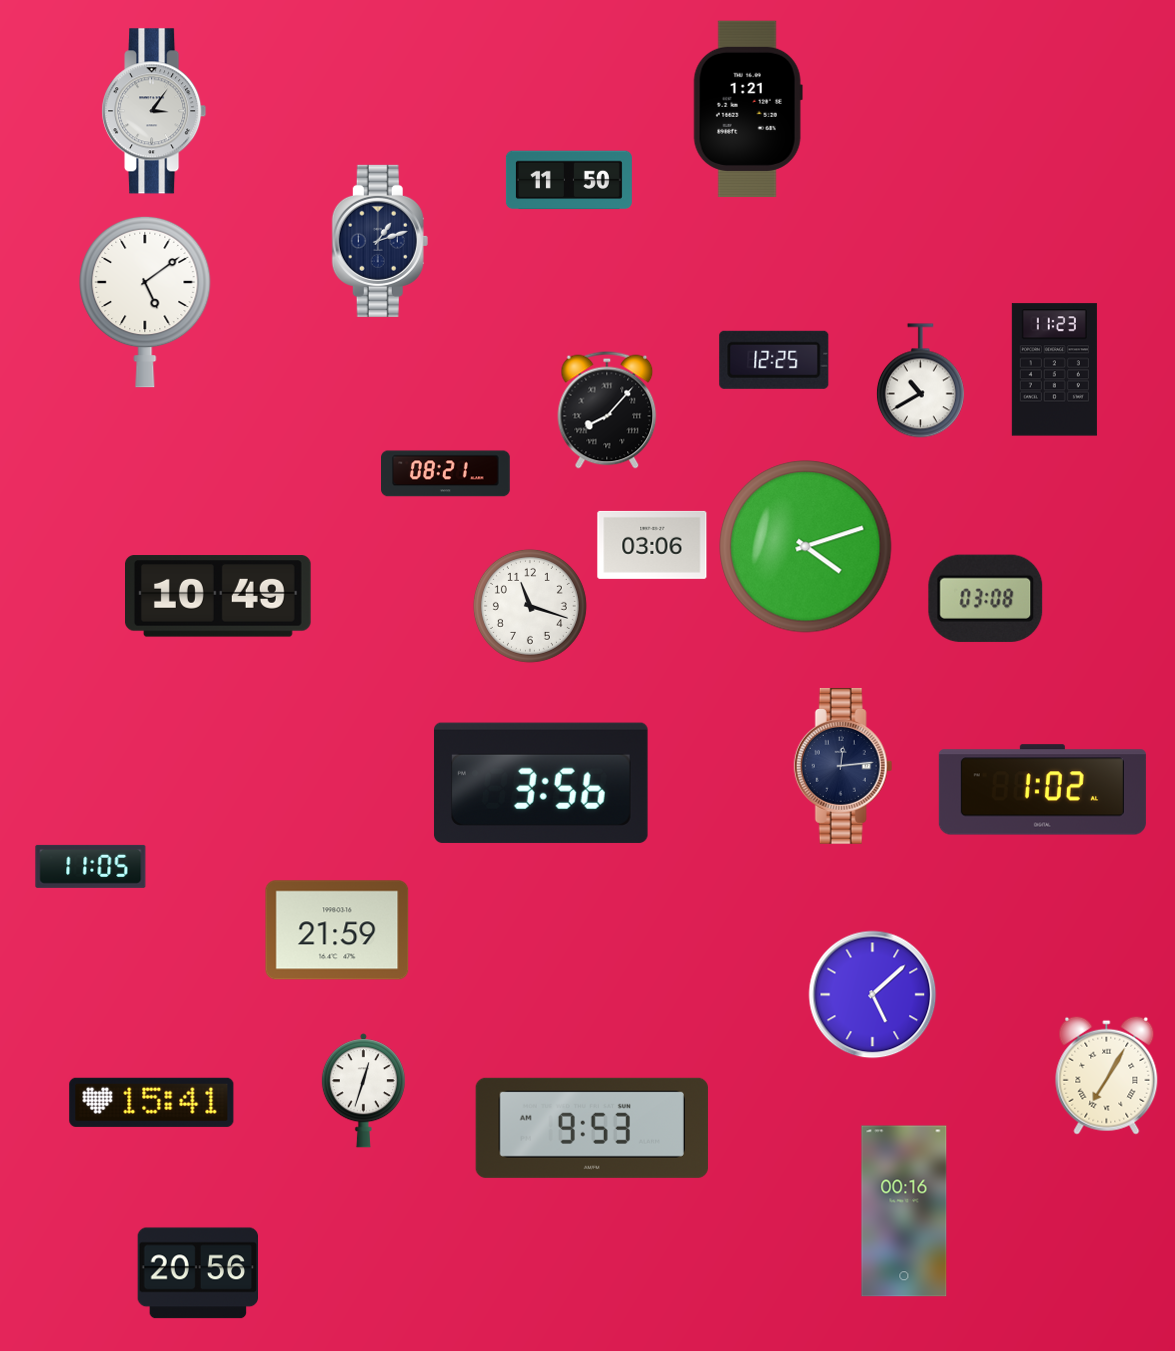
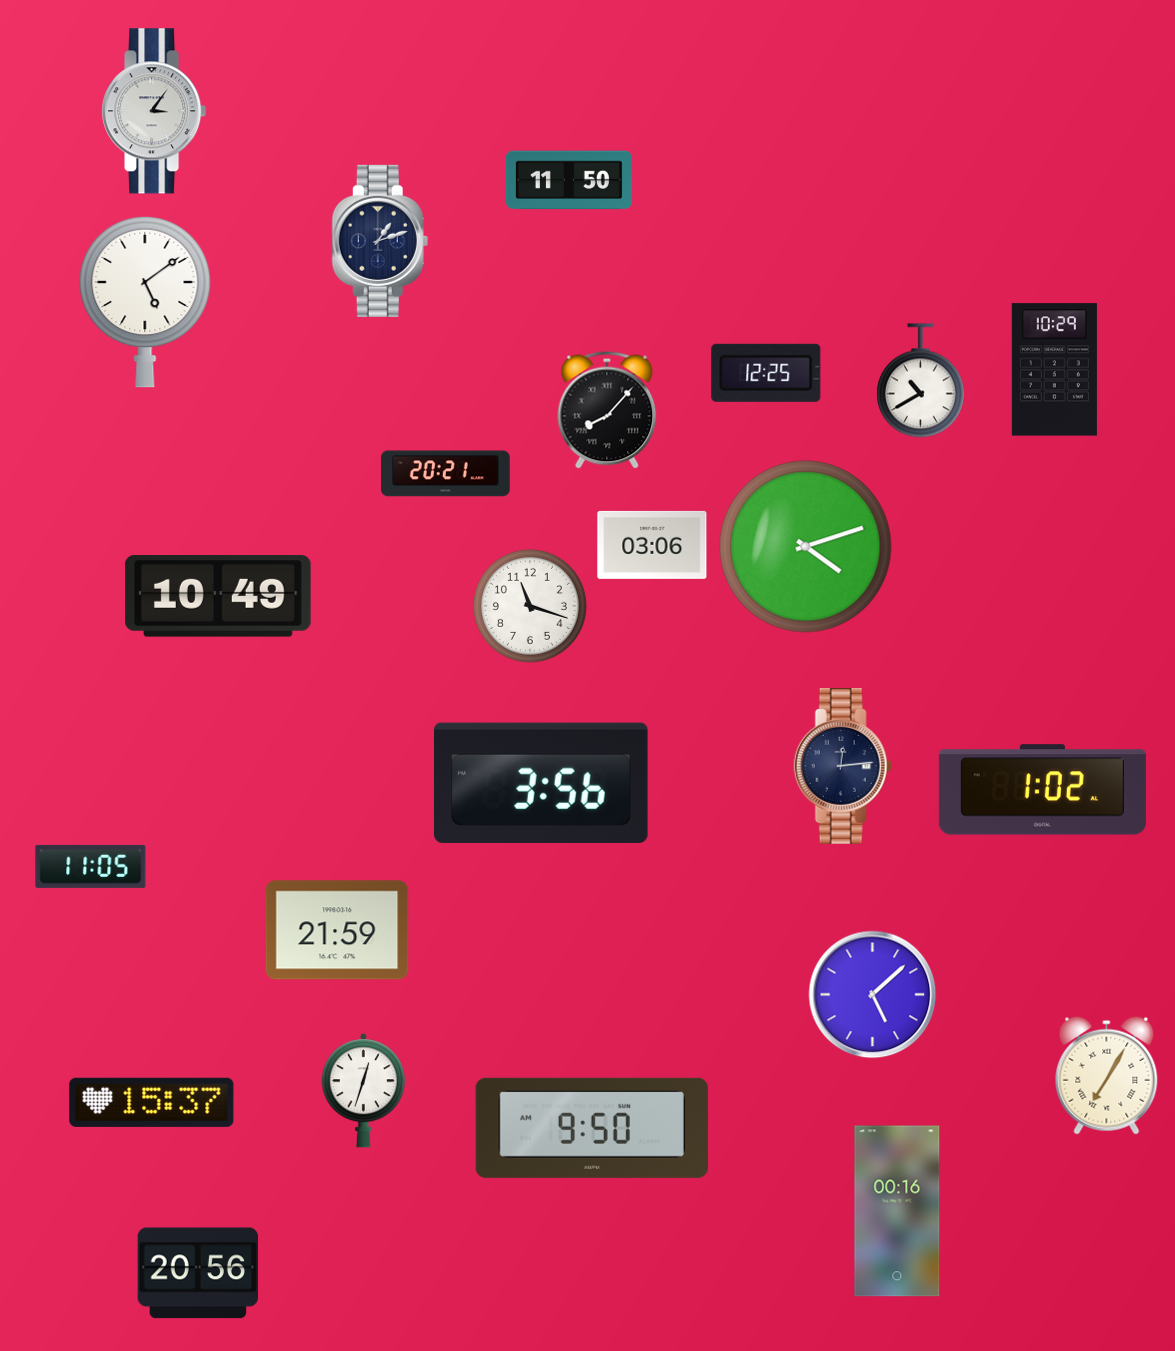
clock at (748, 108): 1:21 -> none
clock at (774, 360) position: (774, 360) -> (766, 373)
clock at (1054, 370): 11:23 -> 10:29
clock at (446, 474): 08:21 -> 20:21
clock at (986, 598): 03:08 -> none
clock at (152, 1102): 15:41 -> 15:37
clock at (592, 1128): 9:53 -> 9:50
clock at (904, 1211) position: (904, 1211) -> (897, 1211)
